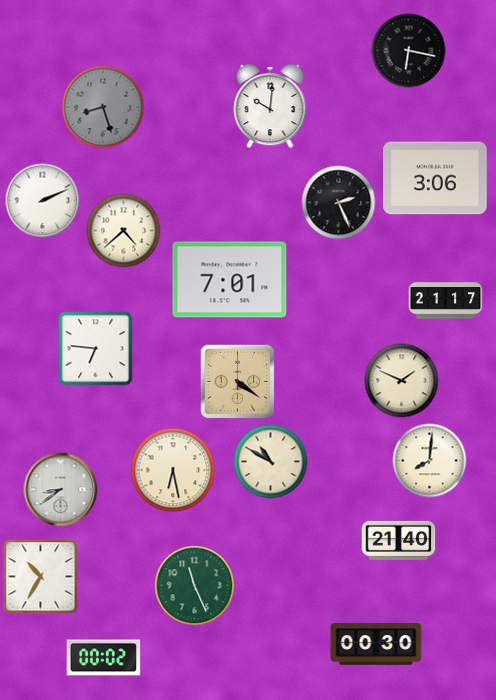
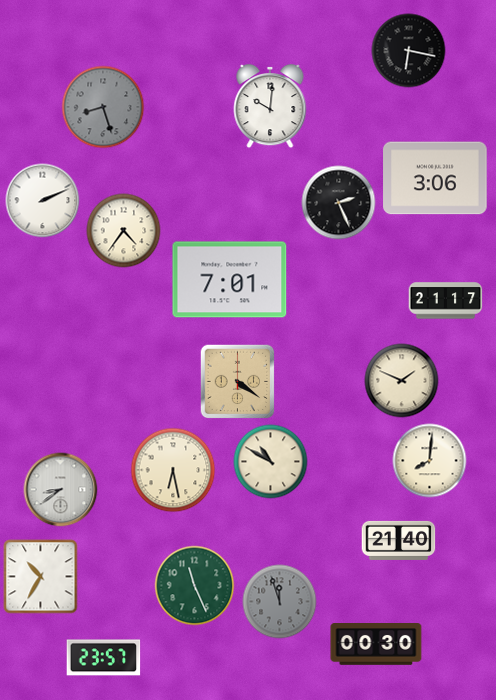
clock at (124, 231): 4:38 -> 4:36
clock at (96, 349): 6:46 -> none
clock at (280, 602): none -> 11:57
clock at (104, 658): 00:02 -> 23:57
